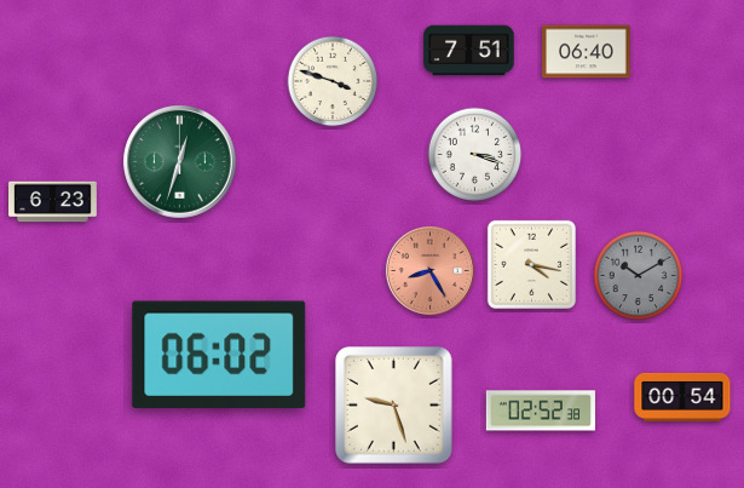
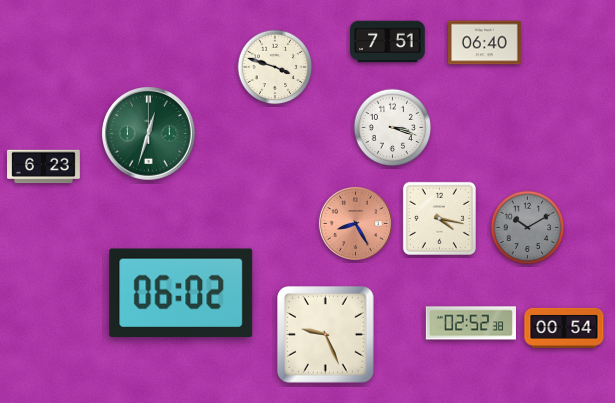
clock at (394, 406): 9:27 -> 9:26
clock at (541, 411) position: (541, 411) -> (471, 323)
